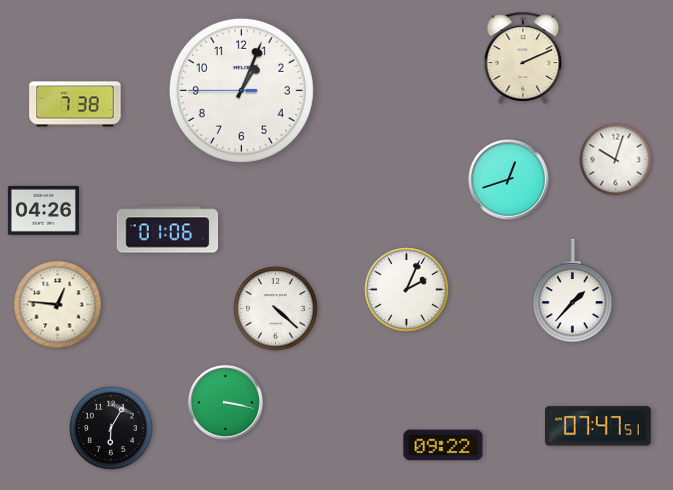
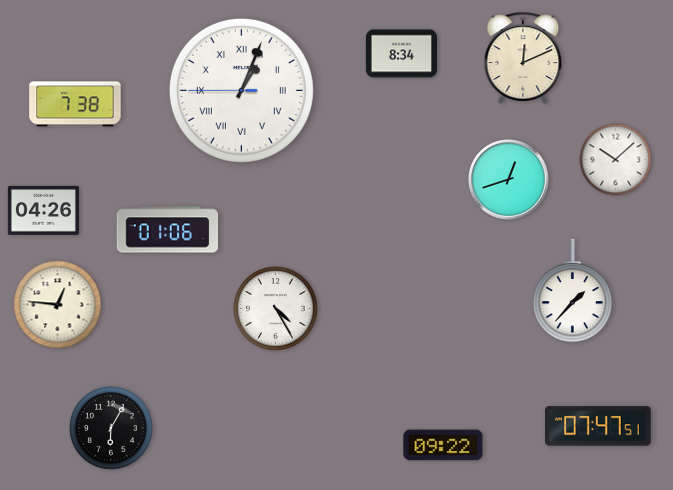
clock at (401, 54): none -> 8:34
clock at (523, 58): 2:11 -> 12:11
clock at (241, 90) numerals: Arabic -> Roman
clock at (616, 160): 10:03 -> 10:08
clock at (407, 290): 2:04 -> none
clock at (276, 309): 4:22 -> 4:25
clock at (225, 402): 3:17 -> none
